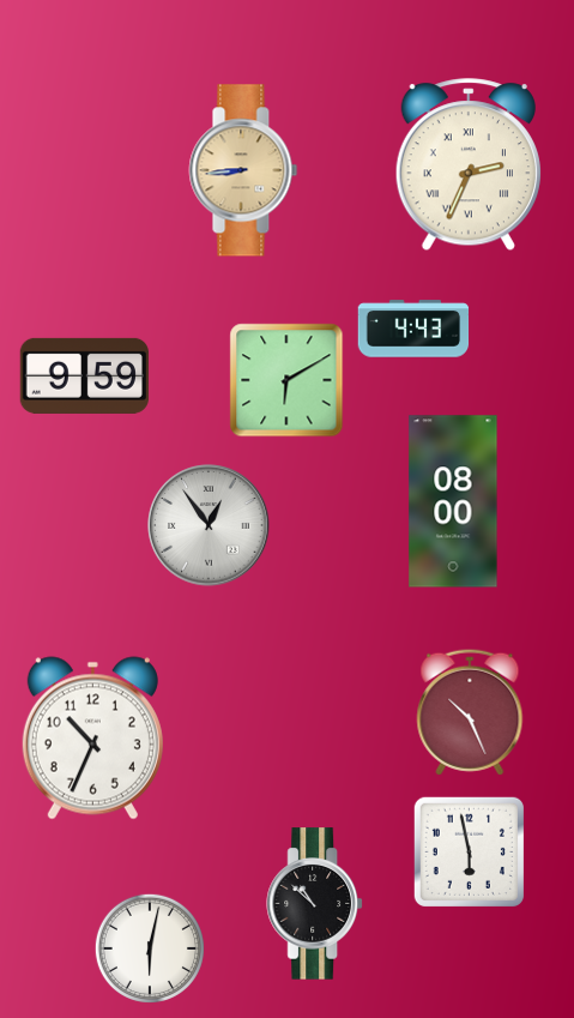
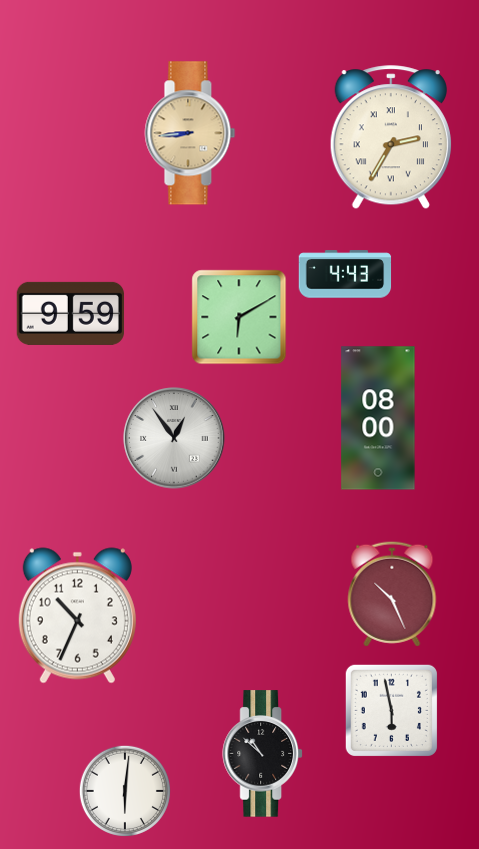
clock at (469, 165): 2:34 -> 2:35
clock at (243, 170) position: (243, 170) -> (190, 133)
clock at (150, 948): 6:02 -> 6:01
